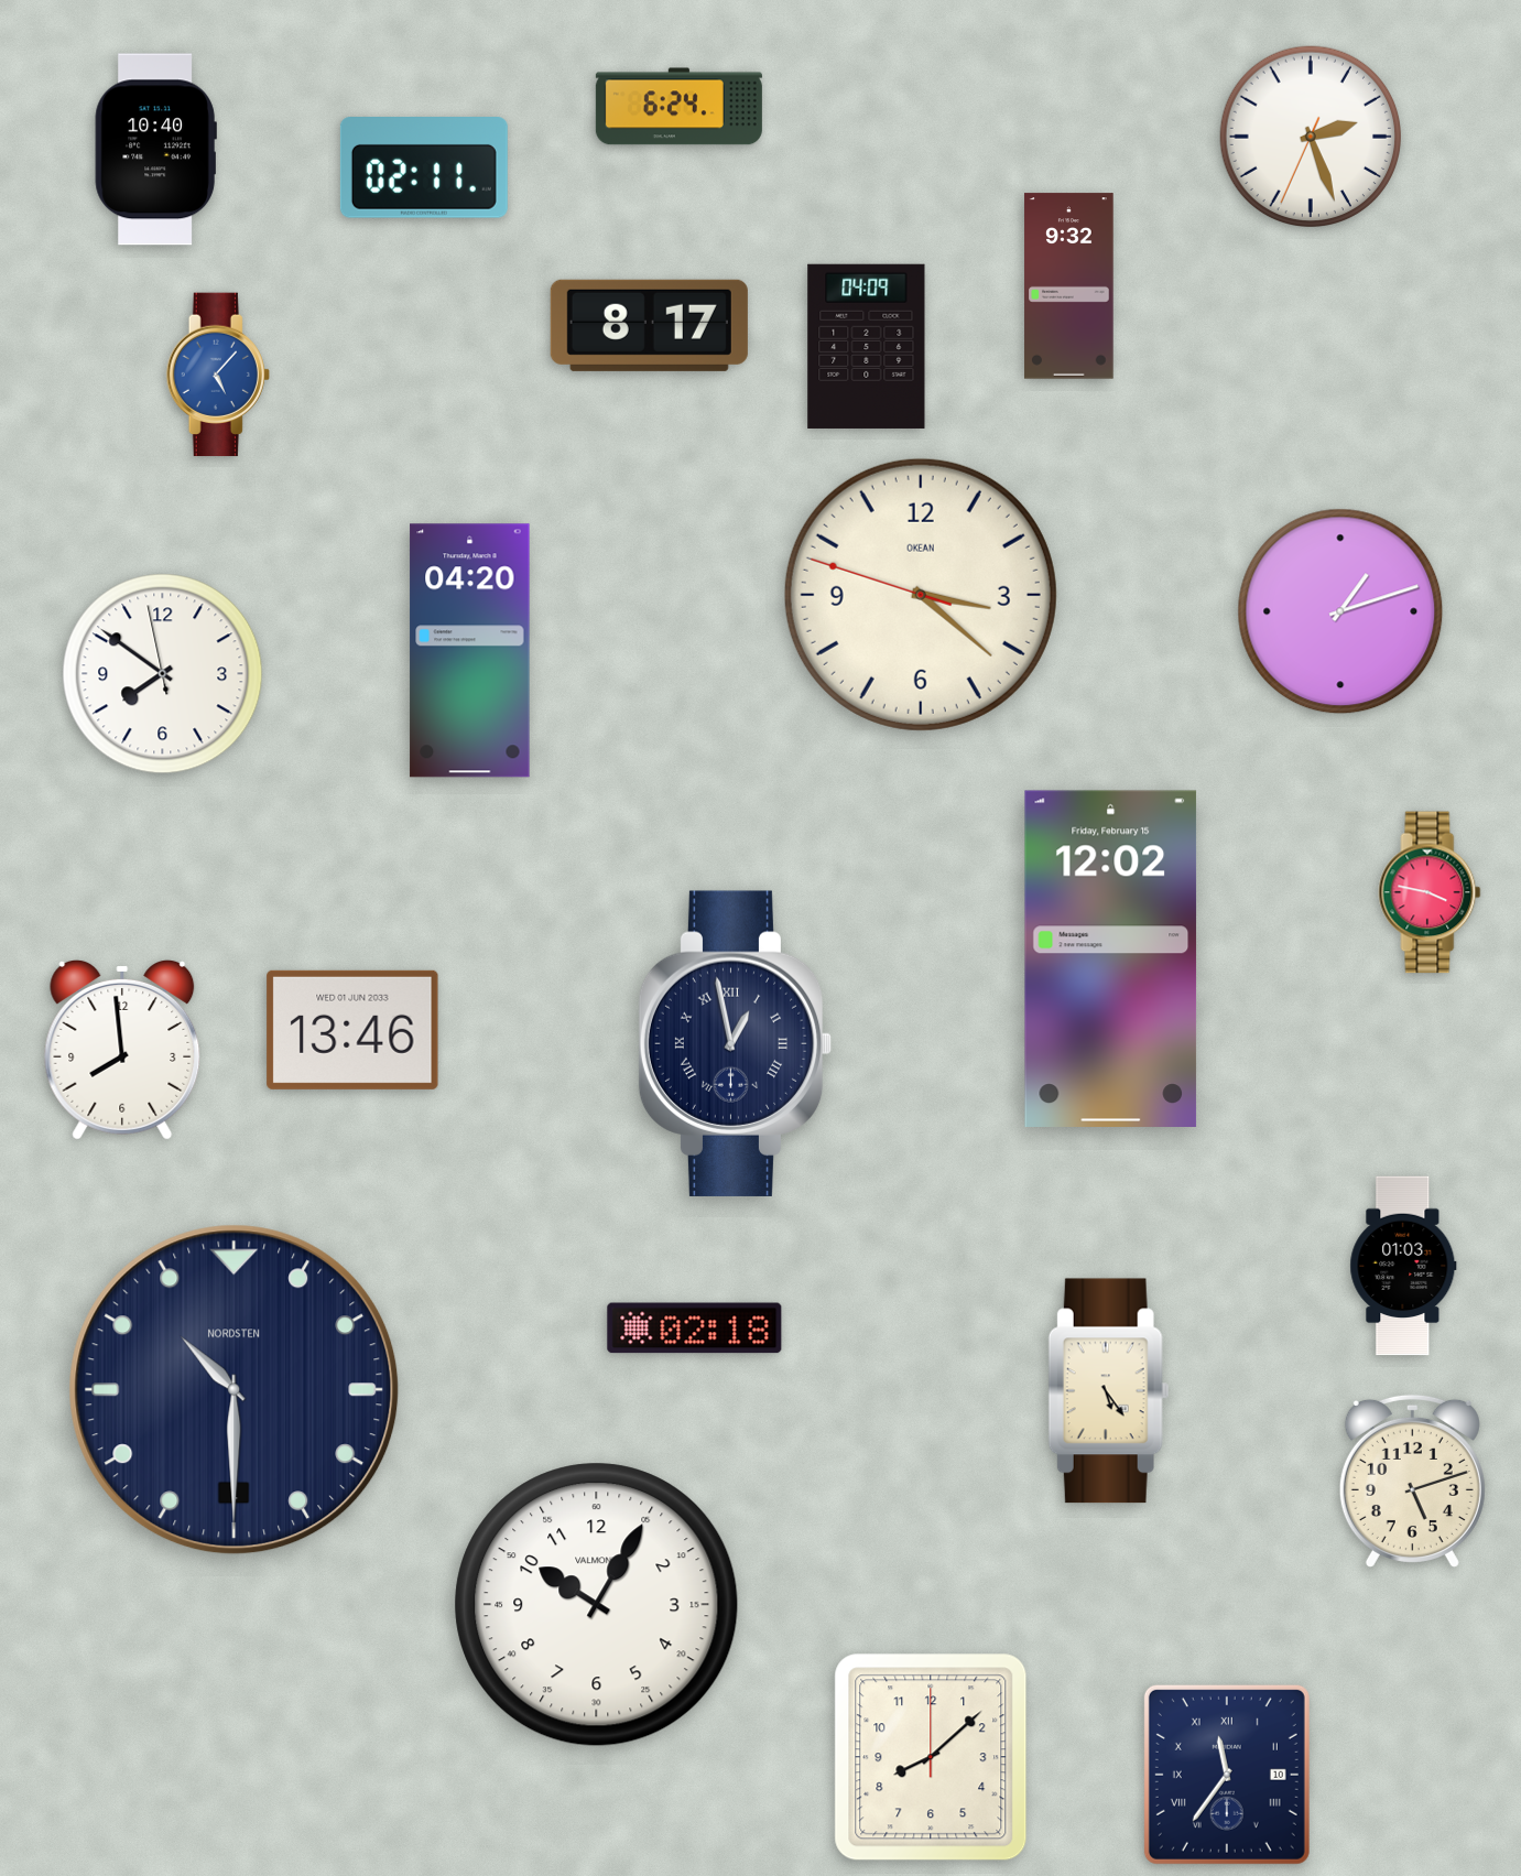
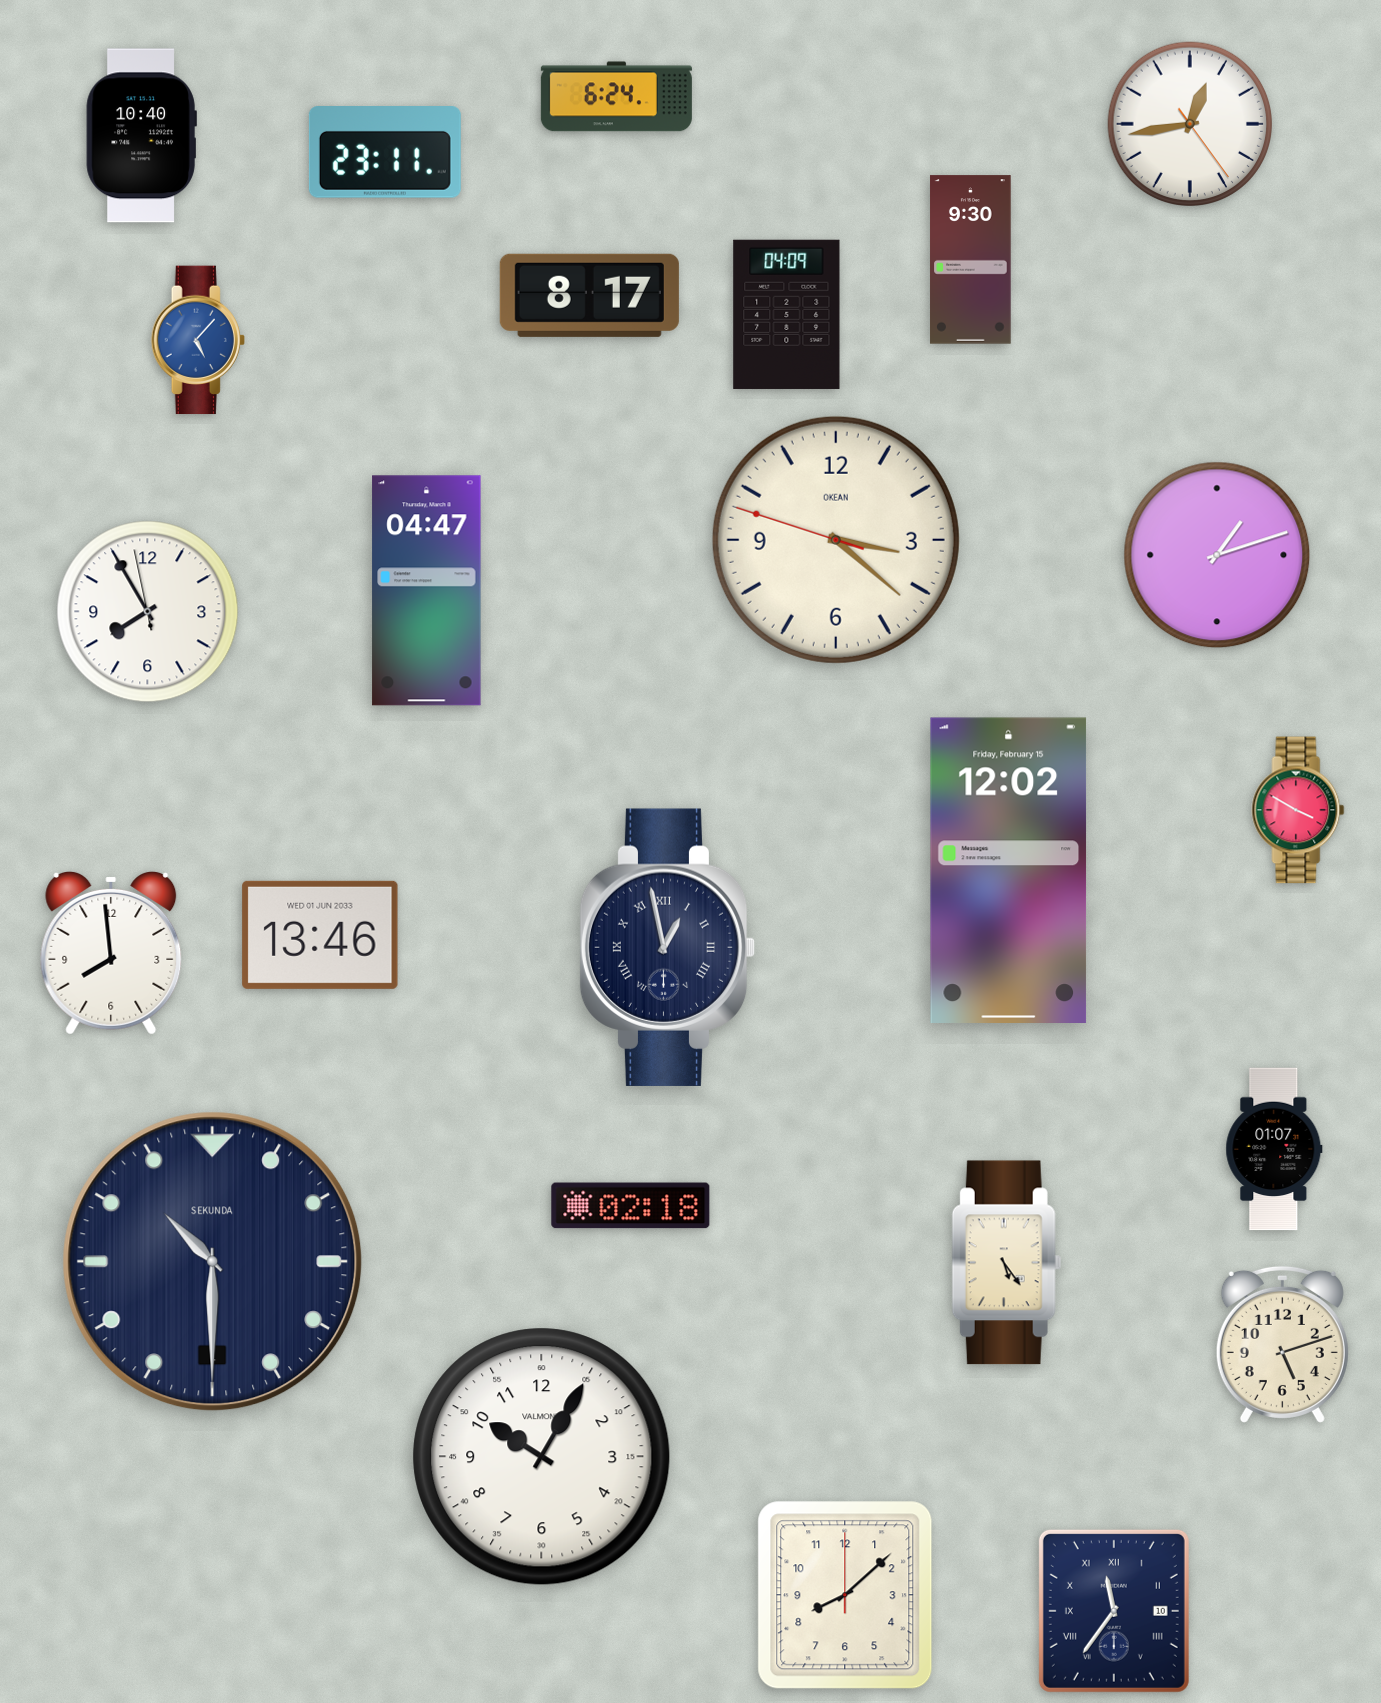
clock at (1311, 137): 2:26 -> 12:43
clock at (424, 169): 02:11 -> 23:11
clock at (1069, 286): 9:32 -> 9:30
clock at (470, 651): 04:20 -> 04:47
clock at (163, 674): 7:50 -> 7:54
clock at (1430, 892): 3:47 -> 3:50
clock at (1403, 1266): 01:03 -> 01:07
clock at (235, 1390) brand: NORDSTEN -> SEKUNDA
